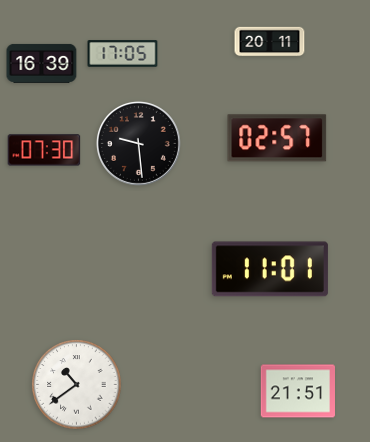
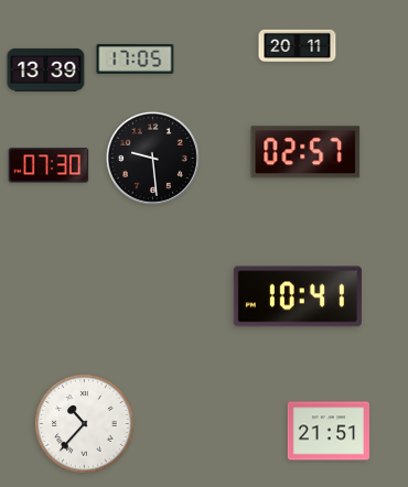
clock at (42, 63): 16:39 -> 13:39
clock at (270, 269): 11:01 -> 10:41
clock at (77, 385): 10:39 -> 10:37
